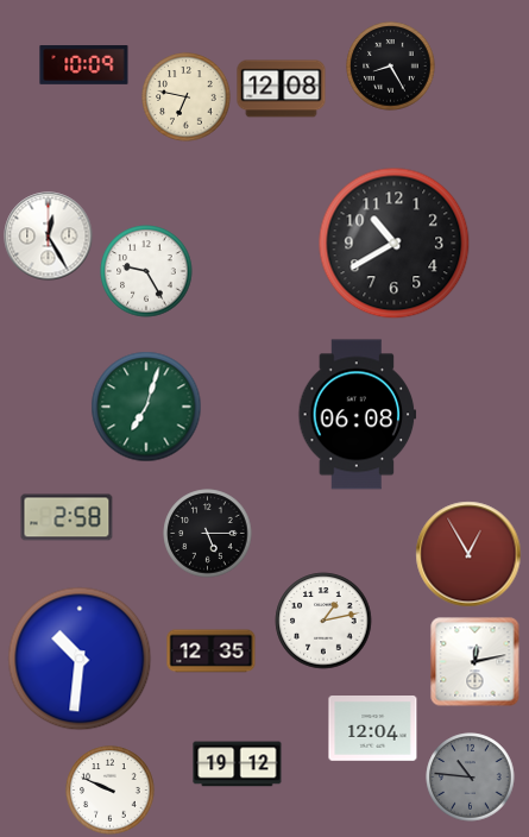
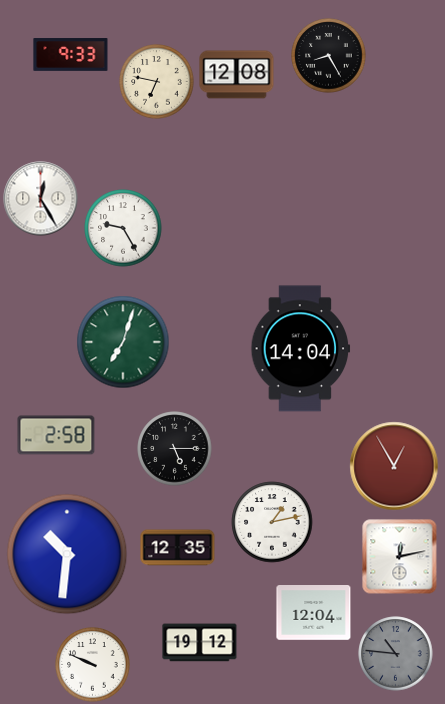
clock at (84, 65): 10:09 -> 9:33
clock at (395, 244): 10:40 -> none
clock at (358, 415): 06:08 -> 14:04
